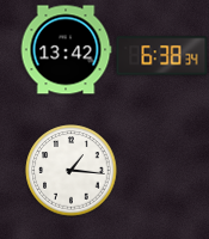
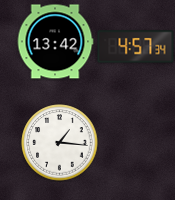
clock at (162, 56): 6:38 -> 4:57
